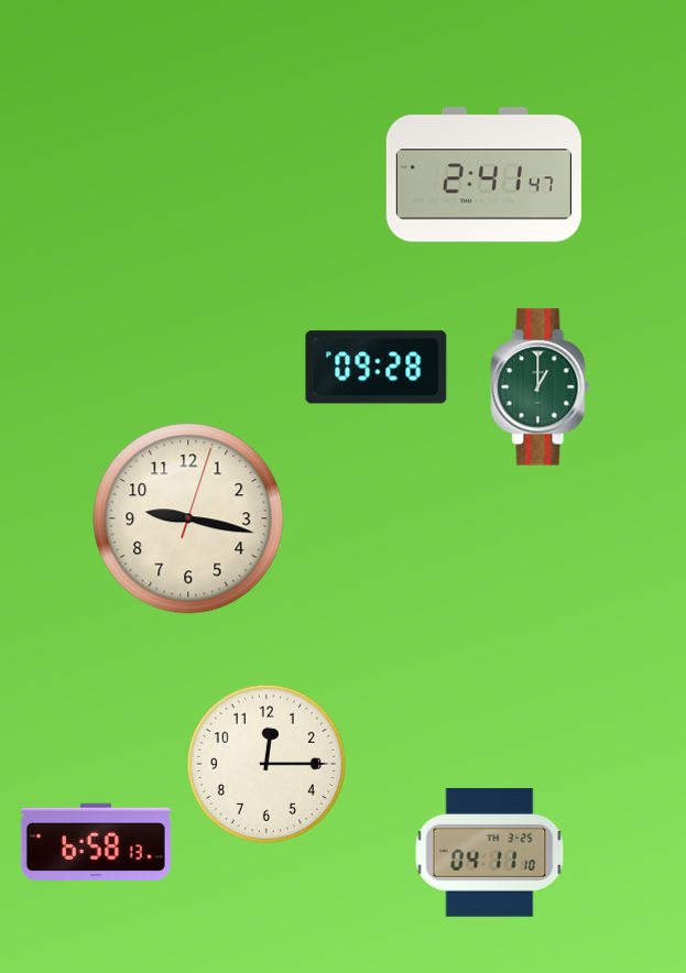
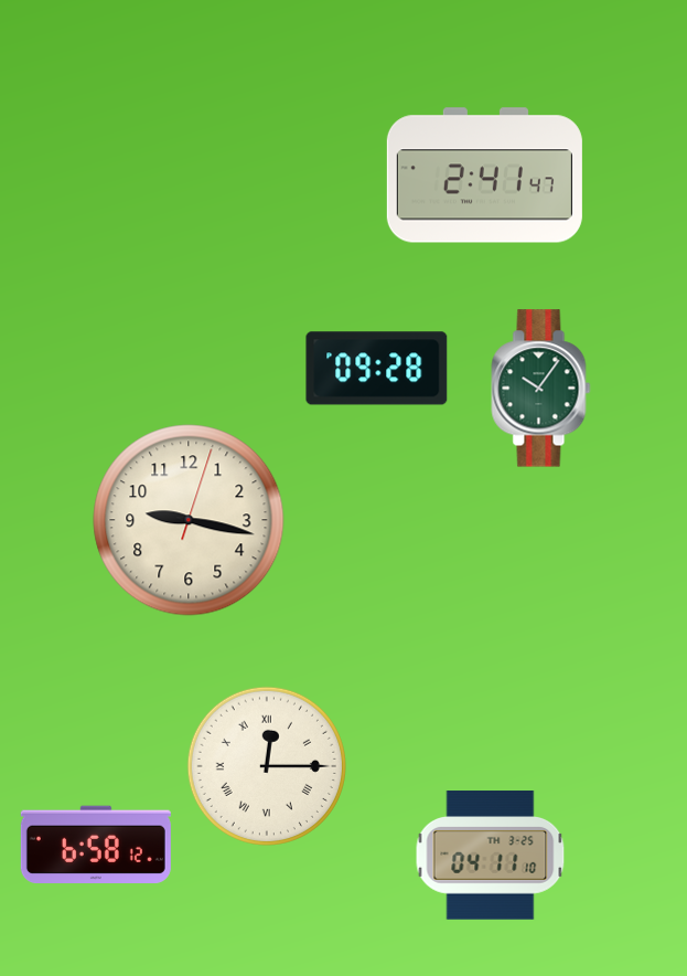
clock at (541, 387): 1:00 -> 10:06
clock at (266, 764) numerals: Arabic -> Roman
clock at (96, 841): 6:58:13 -> 6:58:12
